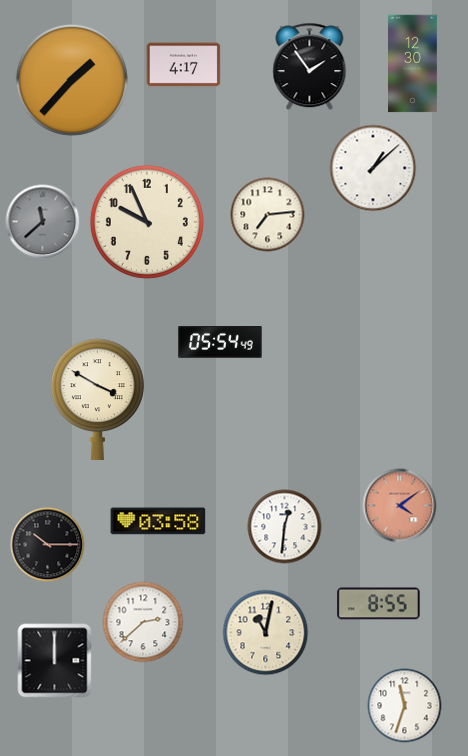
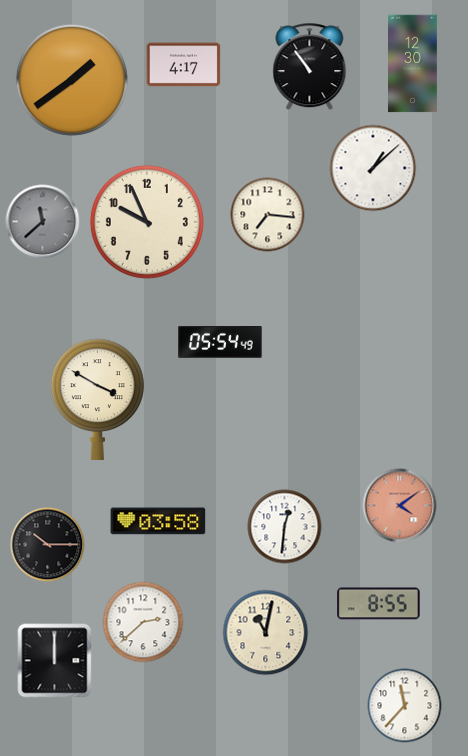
clock at (310, 67): 1:54 -> 10:54
clock at (72, 80): 1:37 -> 1:39
clock at (268, 215): 7:14 -> 7:16
clock at (405, 706): 11:33 -> 11:37
